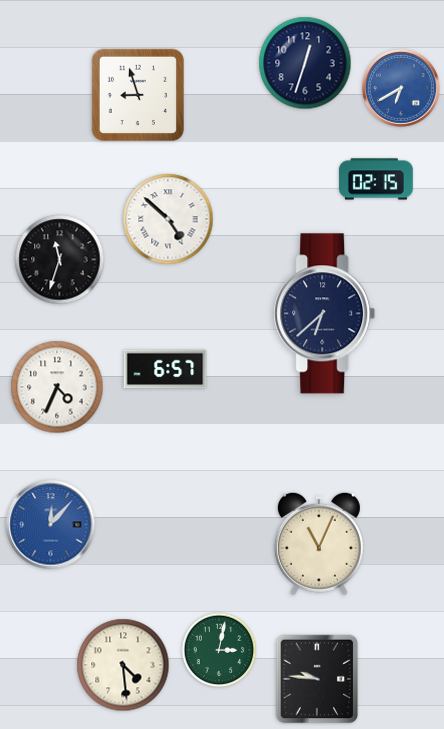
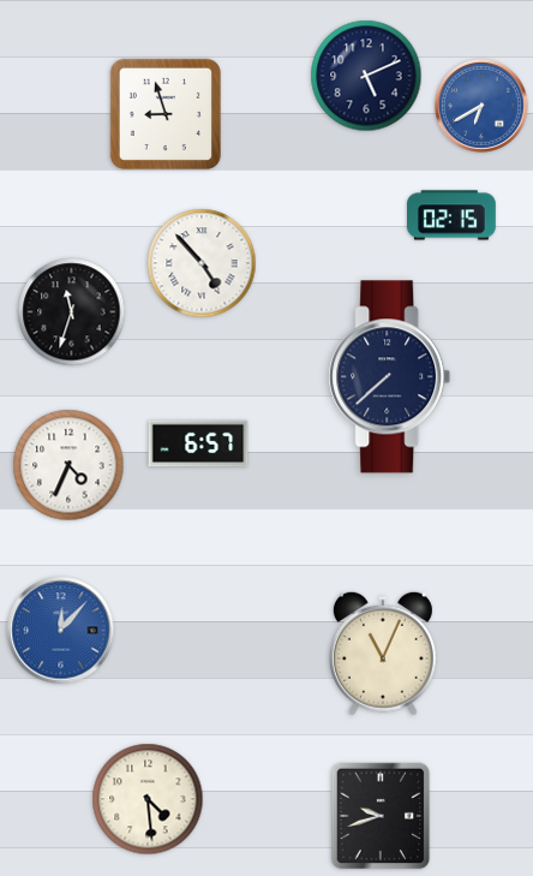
clock at (305, 63): 12:33 -> 5:11
clock at (168, 219): 4:52 -> 4:53
clock at (325, 314): 6:38 -> 7:38
clock at (219, 650): 3:02 -> none
clock at (317, 679): 9:46 -> 9:42
